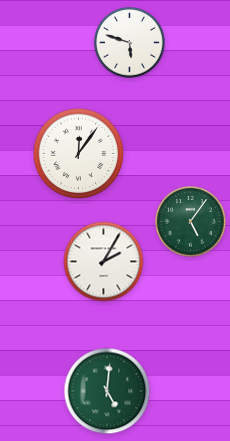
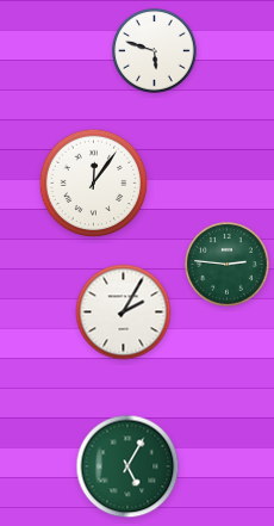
clock at (191, 222): 5:06 -> 2:46
clock at (107, 391): 5:01 -> 5:05
